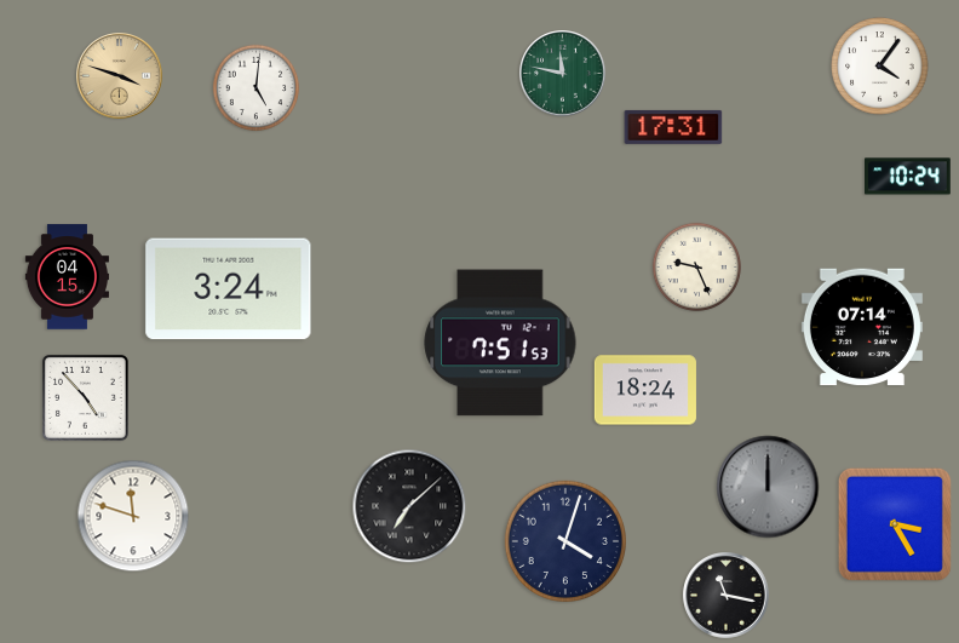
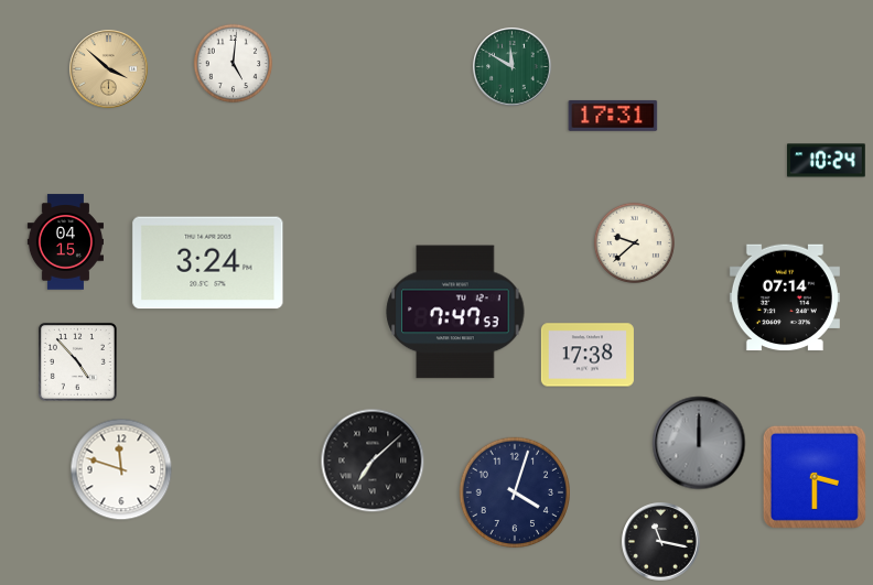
clock at (880, 67): 4:06 -> none
clock at (563, 74): 11:47 -> 11:50
clock at (120, 76): 3:48 -> 3:52
clock at (257, 88) position: (257, 88) -> (234, 64)
clock at (696, 266): 9:26 -> 9:38
clock at (67, 277) position: (67, 277) -> (65, 242)
clock at (500, 343): 7:51 -> 7:47
clock at (645, 390): 18:24 -> 17:38
clock at (895, 524): 3:25 -> 3:30
